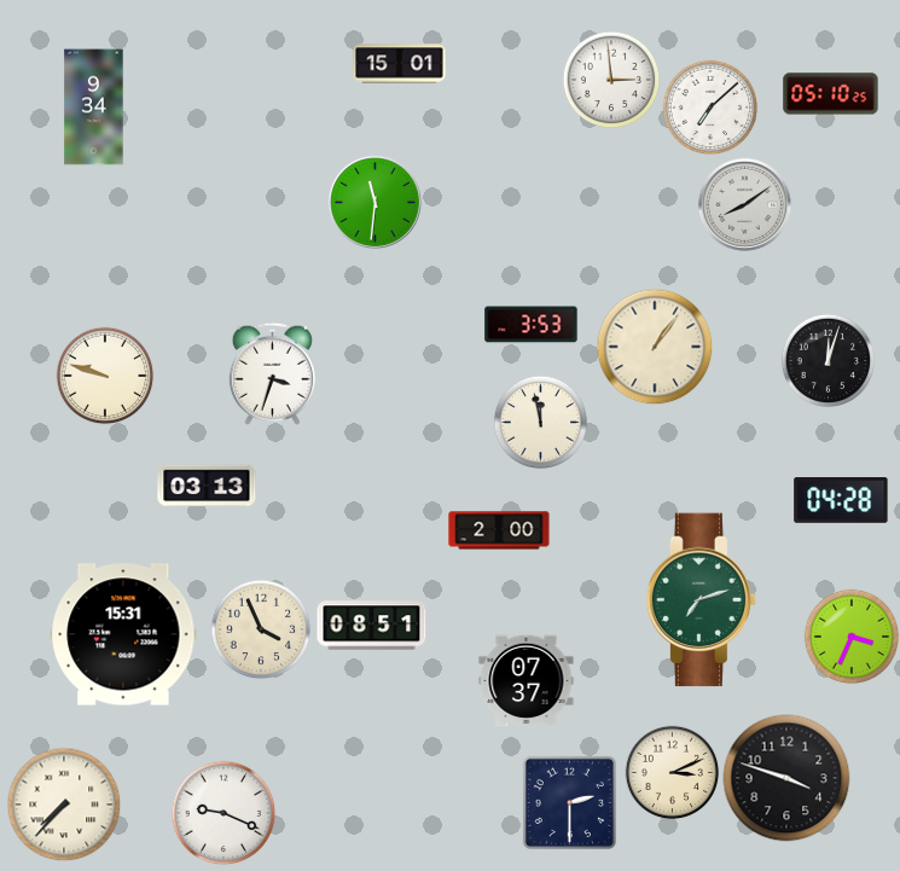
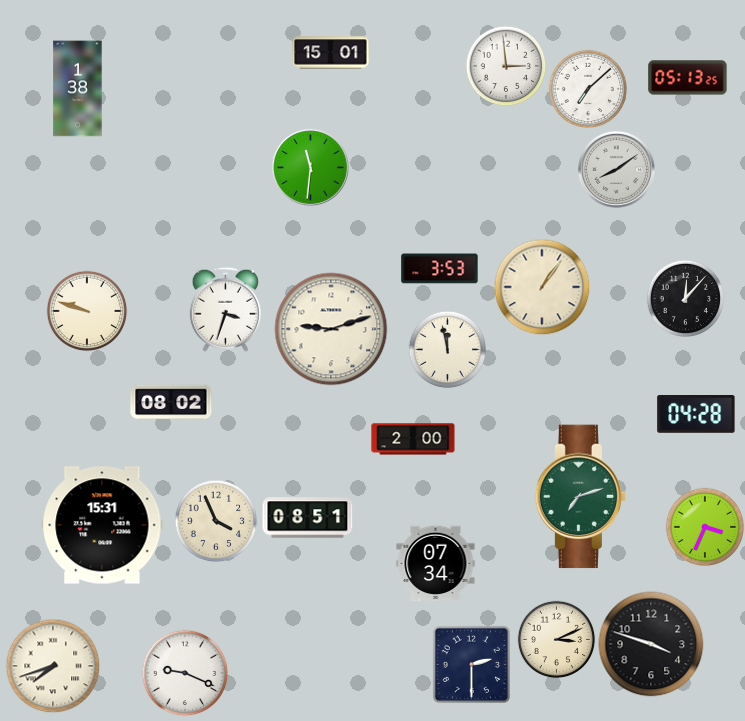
clock at (831, 94): 05:10 -> 05:13
clock at (94, 108): 9:34 -> 1:38
clock at (828, 360): 12:03 -> 12:07
clock at (331, 329): none -> 9:12
clock at (207, 486): 03:13 -> 08:02
clock at (527, 681): 07:37 -> 07:34
clock at (64, 805): 7:37 -> 7:42
